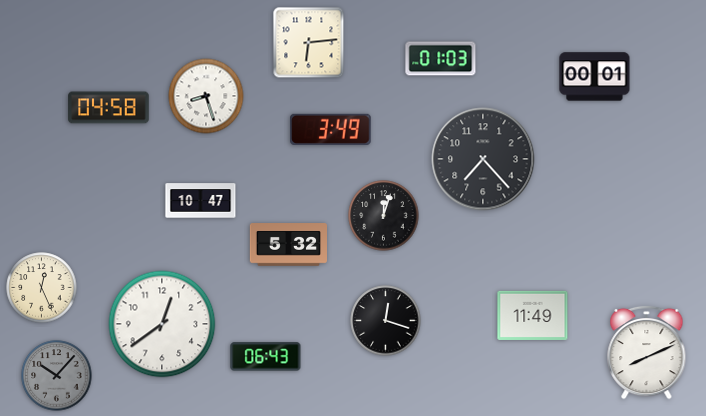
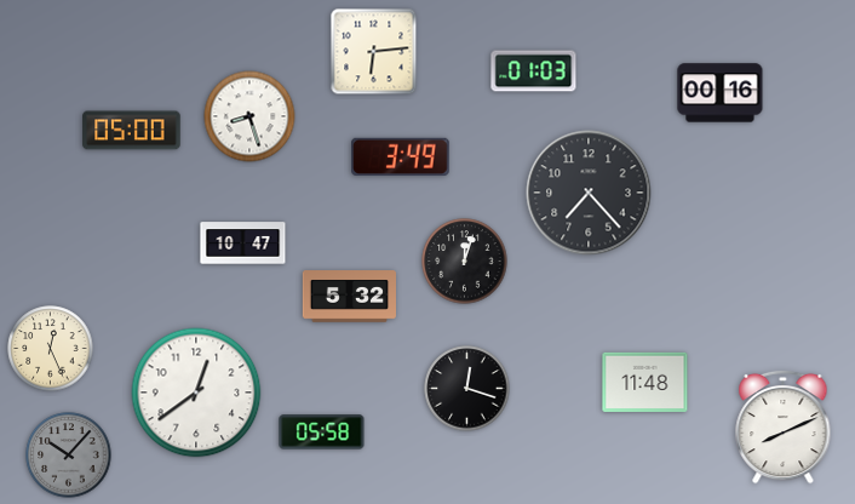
clock at (595, 77): 00:01 -> 00:16
clock at (109, 108): 04:58 -> 05:00
clock at (483, 159) position: (483, 159) -> (589, 193)
clock at (533, 315): 11:49 -> 11:48
clock at (266, 357): 06:43 -> 05:58
